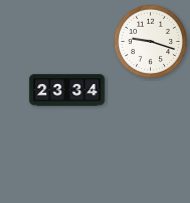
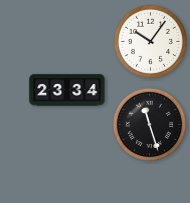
clock at (150, 41): 9:18 -> 10:06
clock at (149, 124): none -> 11:27
